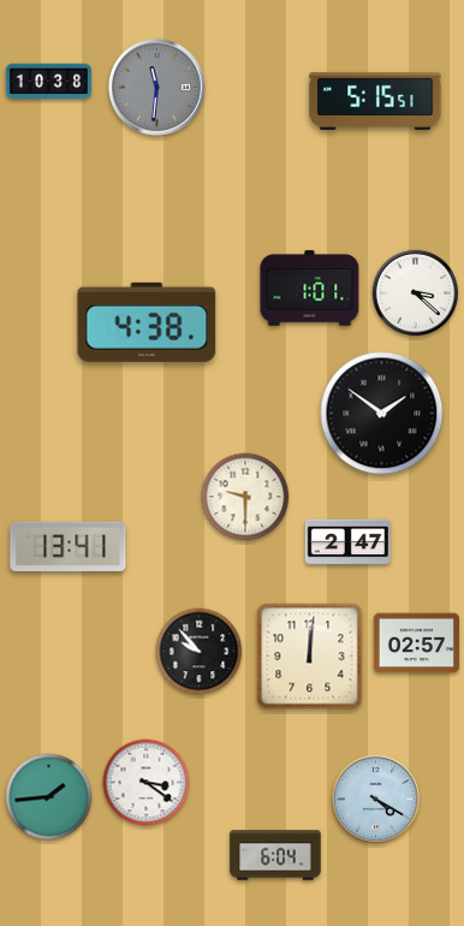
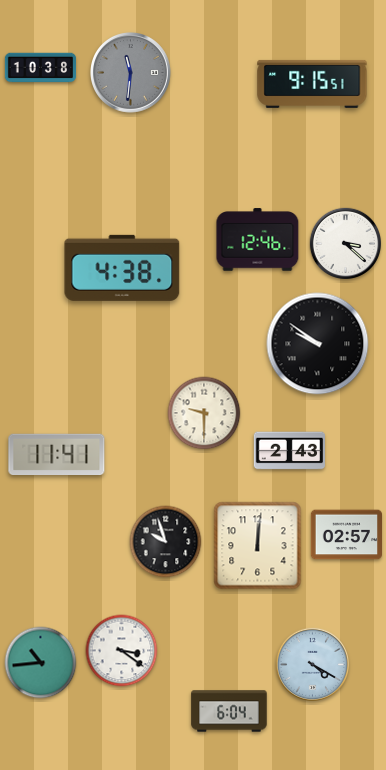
clock at (375, 101): 5:15 -> 9:15
clock at (310, 289): 1:01 -> 12:46
clock at (382, 414): 1:51 -> 9:51
clock at (347, 542): 2:47 -> 2:43
clock at (69, 546): 13:41 -> 11:41
clock at (200, 652): 9:53 -> 9:57
clock at (49, 797): 1:44 -> 10:44
